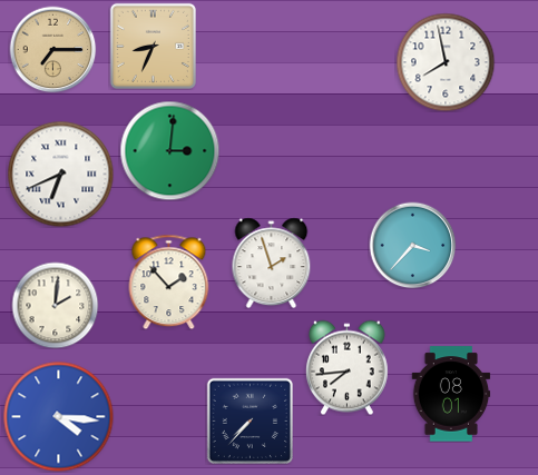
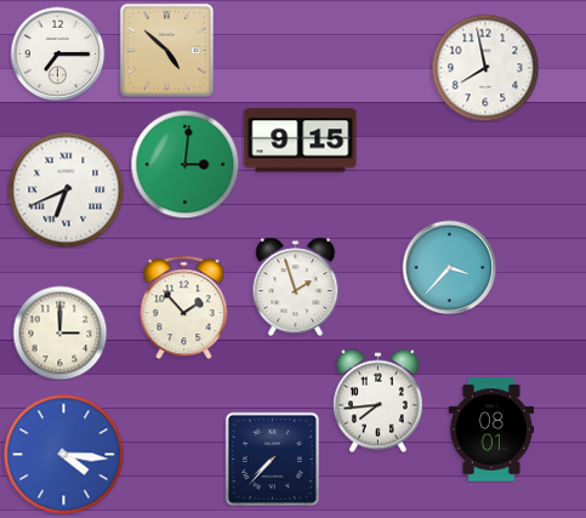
clock at (153, 46): 8:34 -> 4:52
clock at (52, 49) dial: champagne -> white
clock at (301, 141): none -> 9:15
clock at (55, 305): 2:01 -> 3:00
